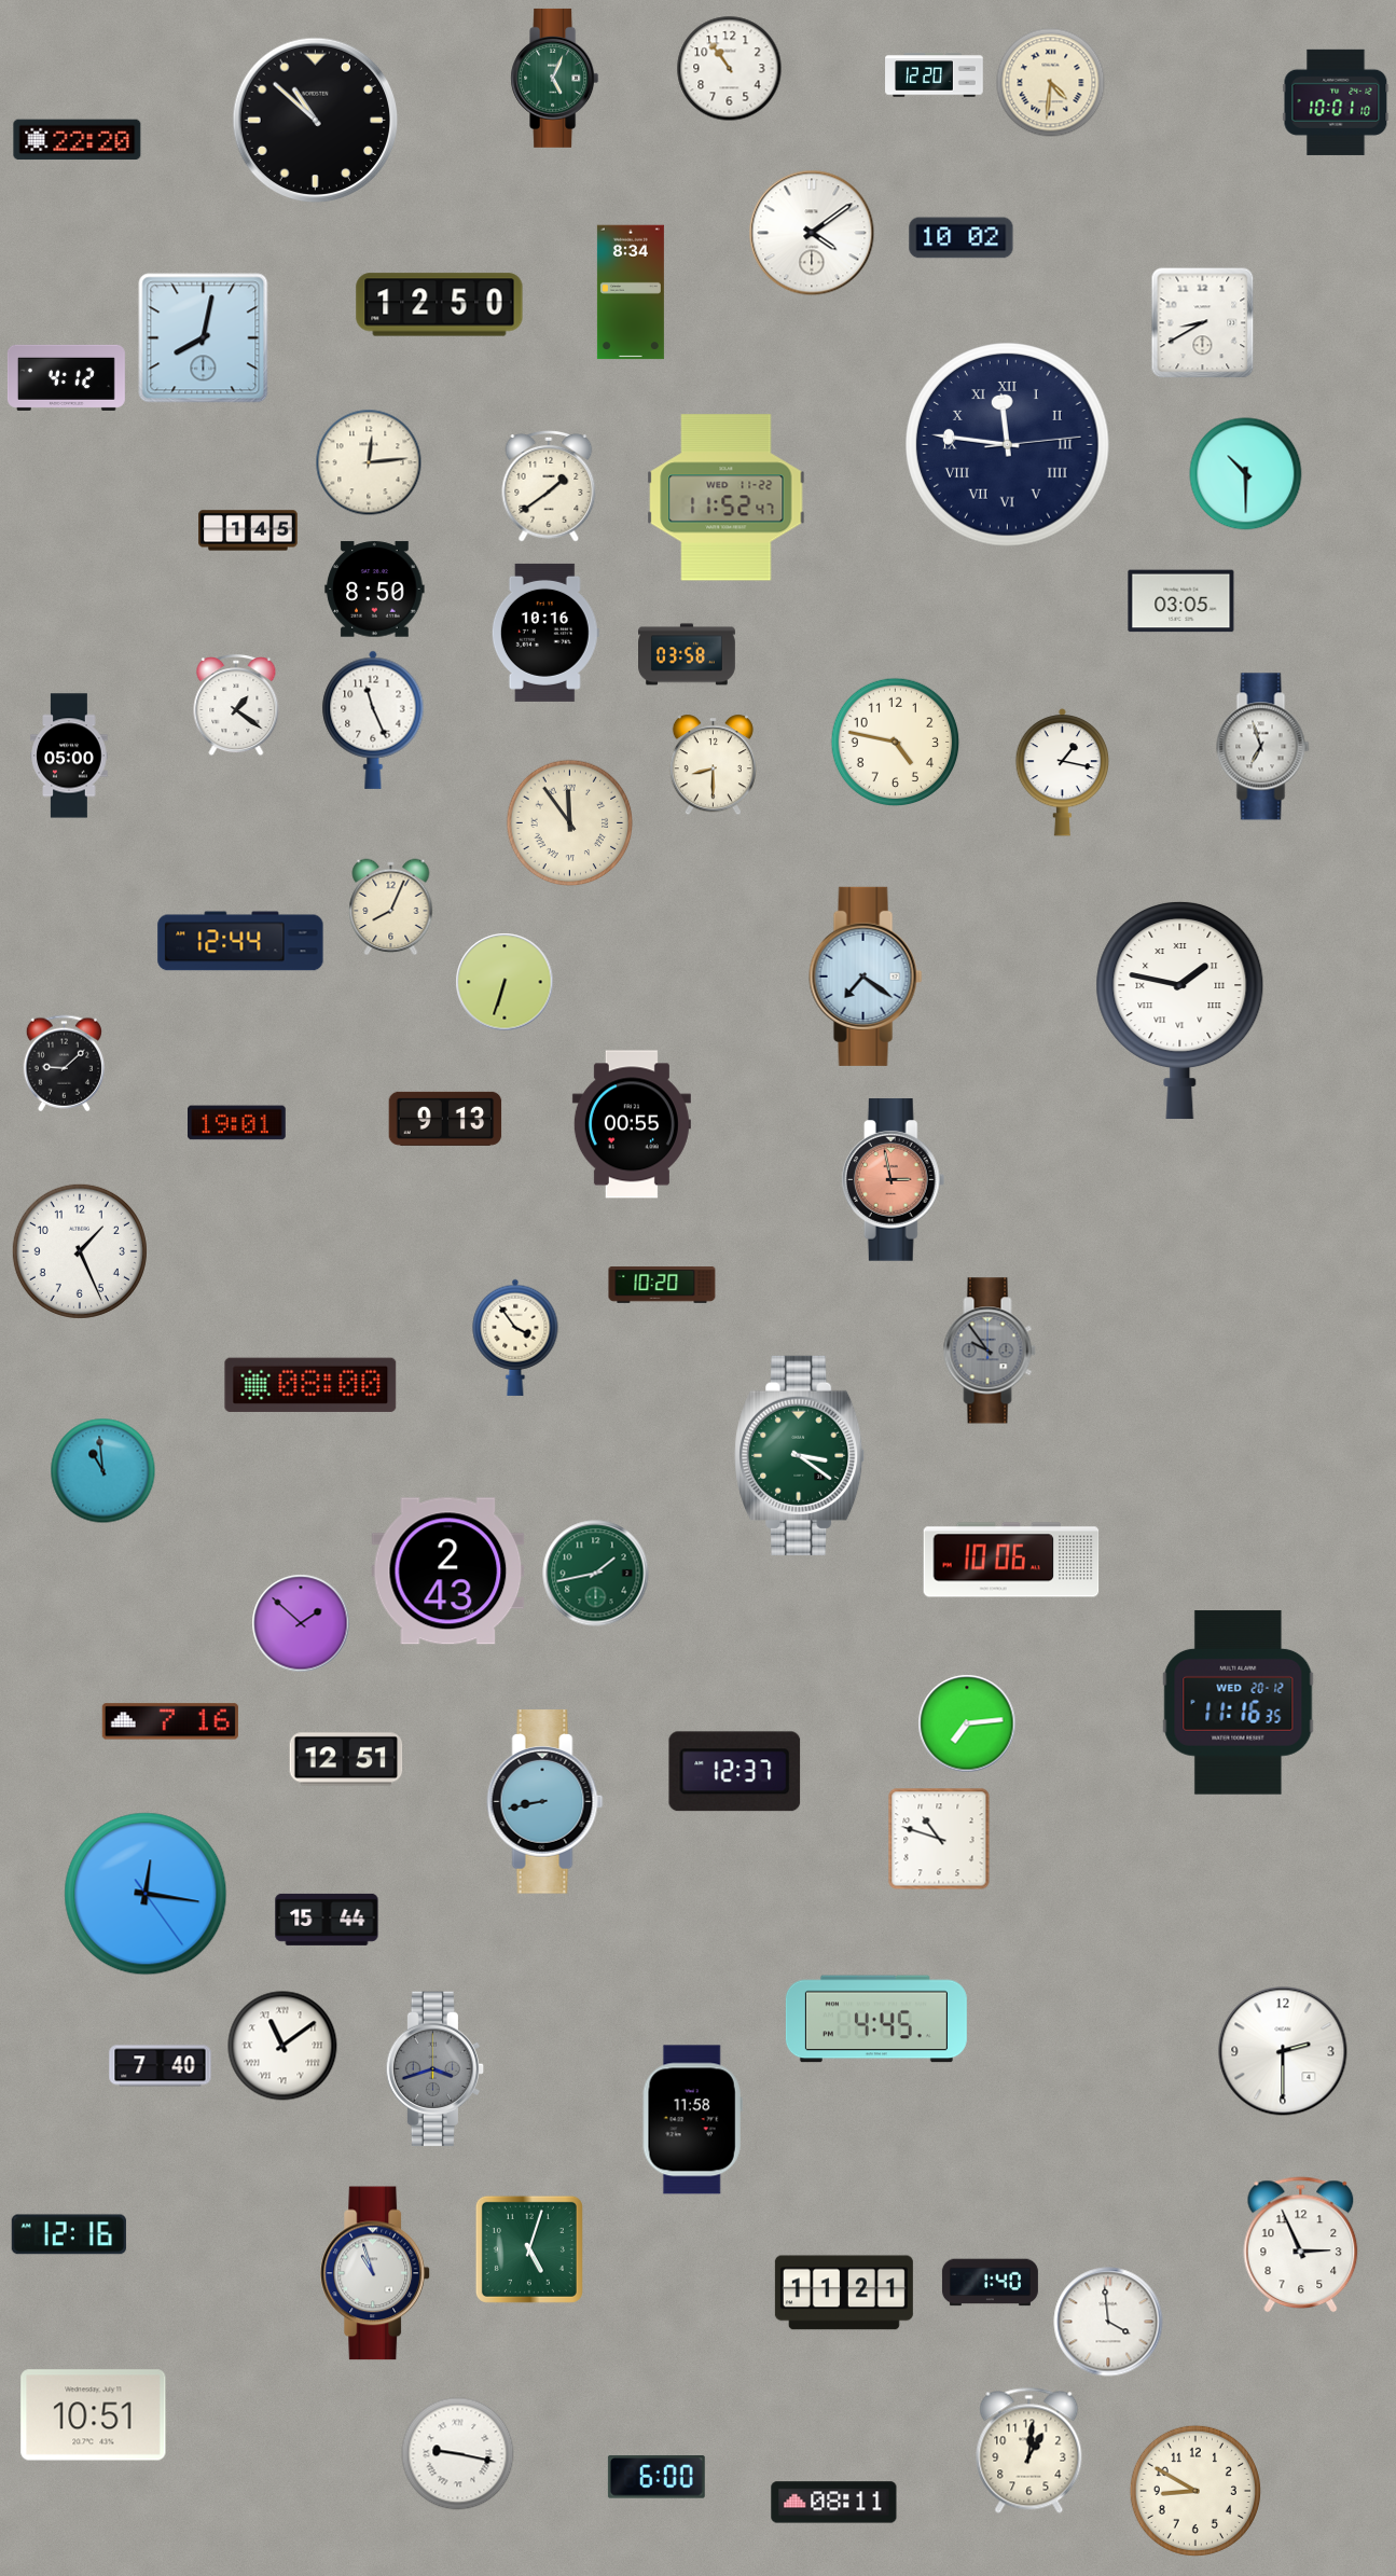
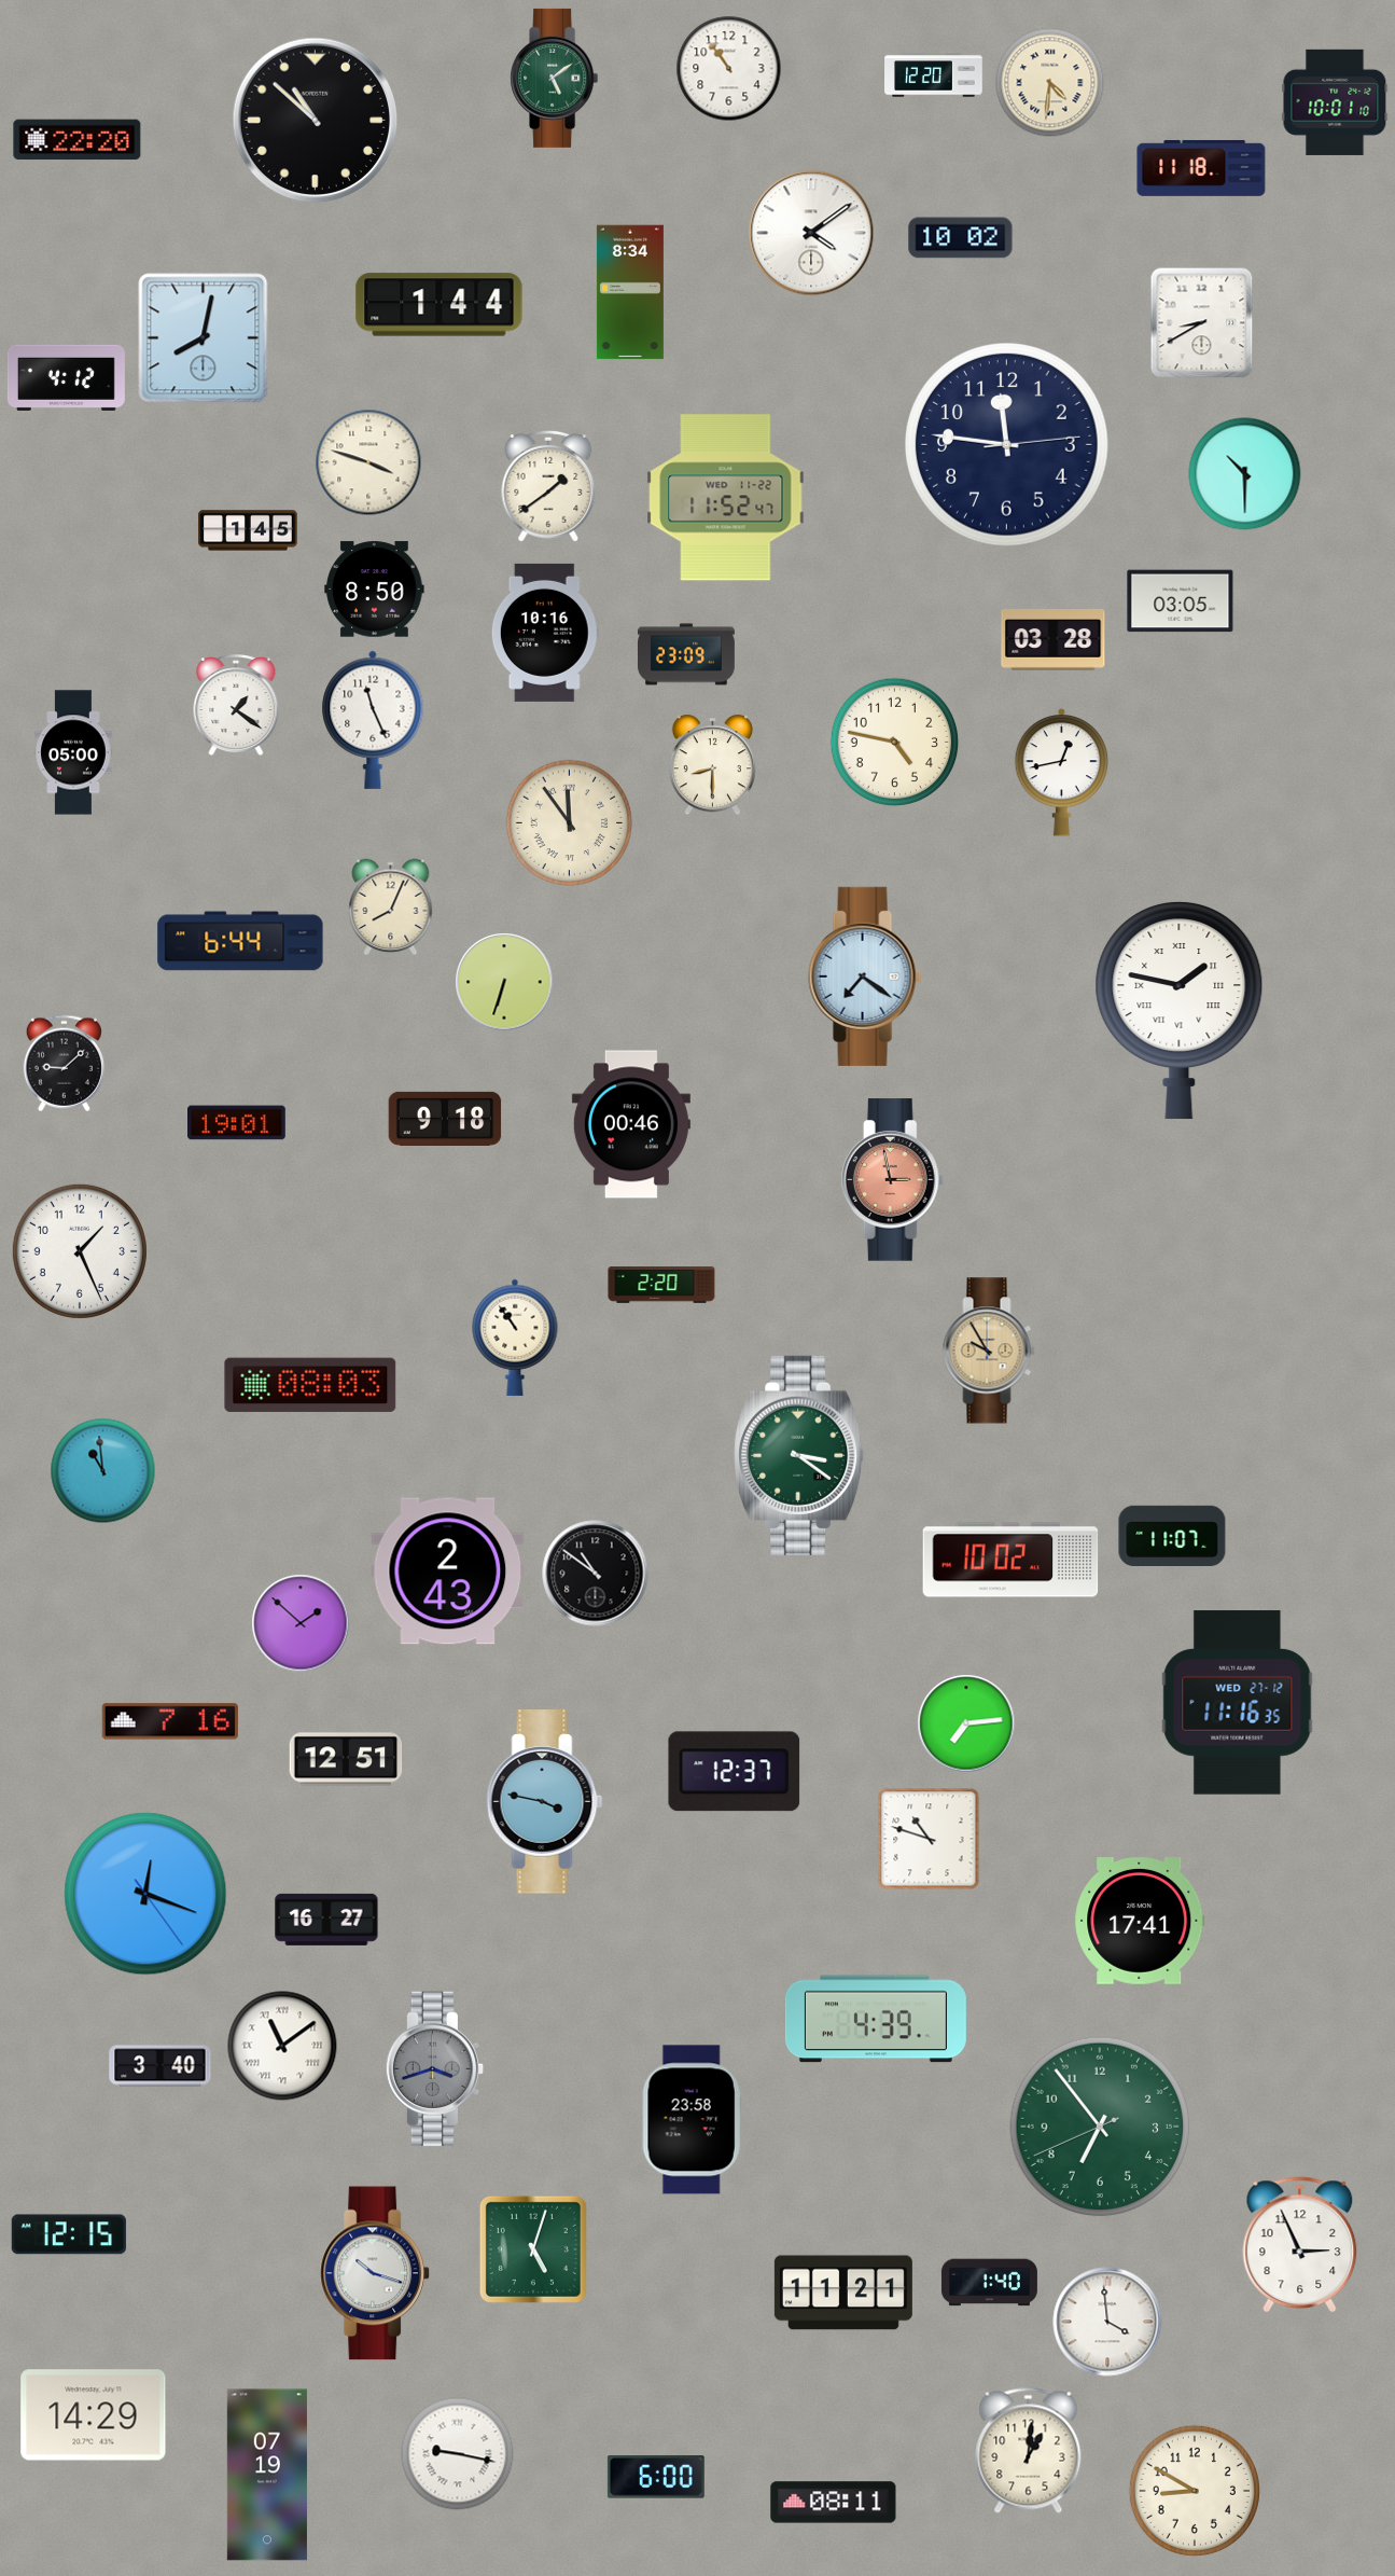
clock at (555, 78): 5:04 -> 5:09
clock at (1201, 168): none -> 11:18
clock at (440, 305): 12:50 -> 1:44
clock at (1008, 445) numerals: Roman -> Arabic
clock at (369, 462): 12:14 -> 3:48
clock at (1054, 640): none -> 03:28
clock at (688, 654): 03:58 -> 23:09
clock at (1263, 747): 6:57 -> none
clock at (69, 756) position: (69, 756) -> (73, 752)
clock at (1063, 773): 1:17 -> 12:43
clock at (240, 941): 12:44 -> 6:44
clock at (445, 1119): 9:13 -> 9:18
clock at (632, 1124): 00:55 -> 00:46
clock at (662, 1285): 10:20 -> 2:20
clock at (515, 1338): 3:54 -> 10:54
clock at (990, 1351): 9:54 -> 9:55
clock at (990, 1351) dial: grey -> champagne
clock at (310, 1385): 08:00 -> 08:03
clock at (1172, 1535): none -> 11:07
clock at (1011, 1560): 10:06 -> 10:02
clock at (596, 1574): 1:43 -> 10:51
clock at (596, 1574) dial: green -> black
clock at (1239, 1703) date: WED 20-12 -> WED 27-12
clock at (545, 1802): 8:43 -> 3:47
clock at (939, 1839) position: (939, 1839) -> (929, 1839)
clock at (146, 1894): 12:16 -> 12:18
clock at (327, 1920): 15:44 -> 16:27
clock at (1140, 1922): none -> 17:41
clock at (876, 2019): 4:45 -> 4:39
clock at (1283, 2051): 2:30 -> none
clock at (161, 2066): 7:40 -> 3:40
clock at (692, 2120): 11:58 -> 23:58
clock at (1100, 2127): none -> 6:53
clock at (69, 2234): 12:16 -> 12:15
clock at (529, 2249) position: (529, 2249) -> (533, 2249)
clock at (376, 2273): 10:57 -> 10:18
clock at (94, 2415): 10:51 -> 14:29
clock at (267, 2475): none -> 07:19
